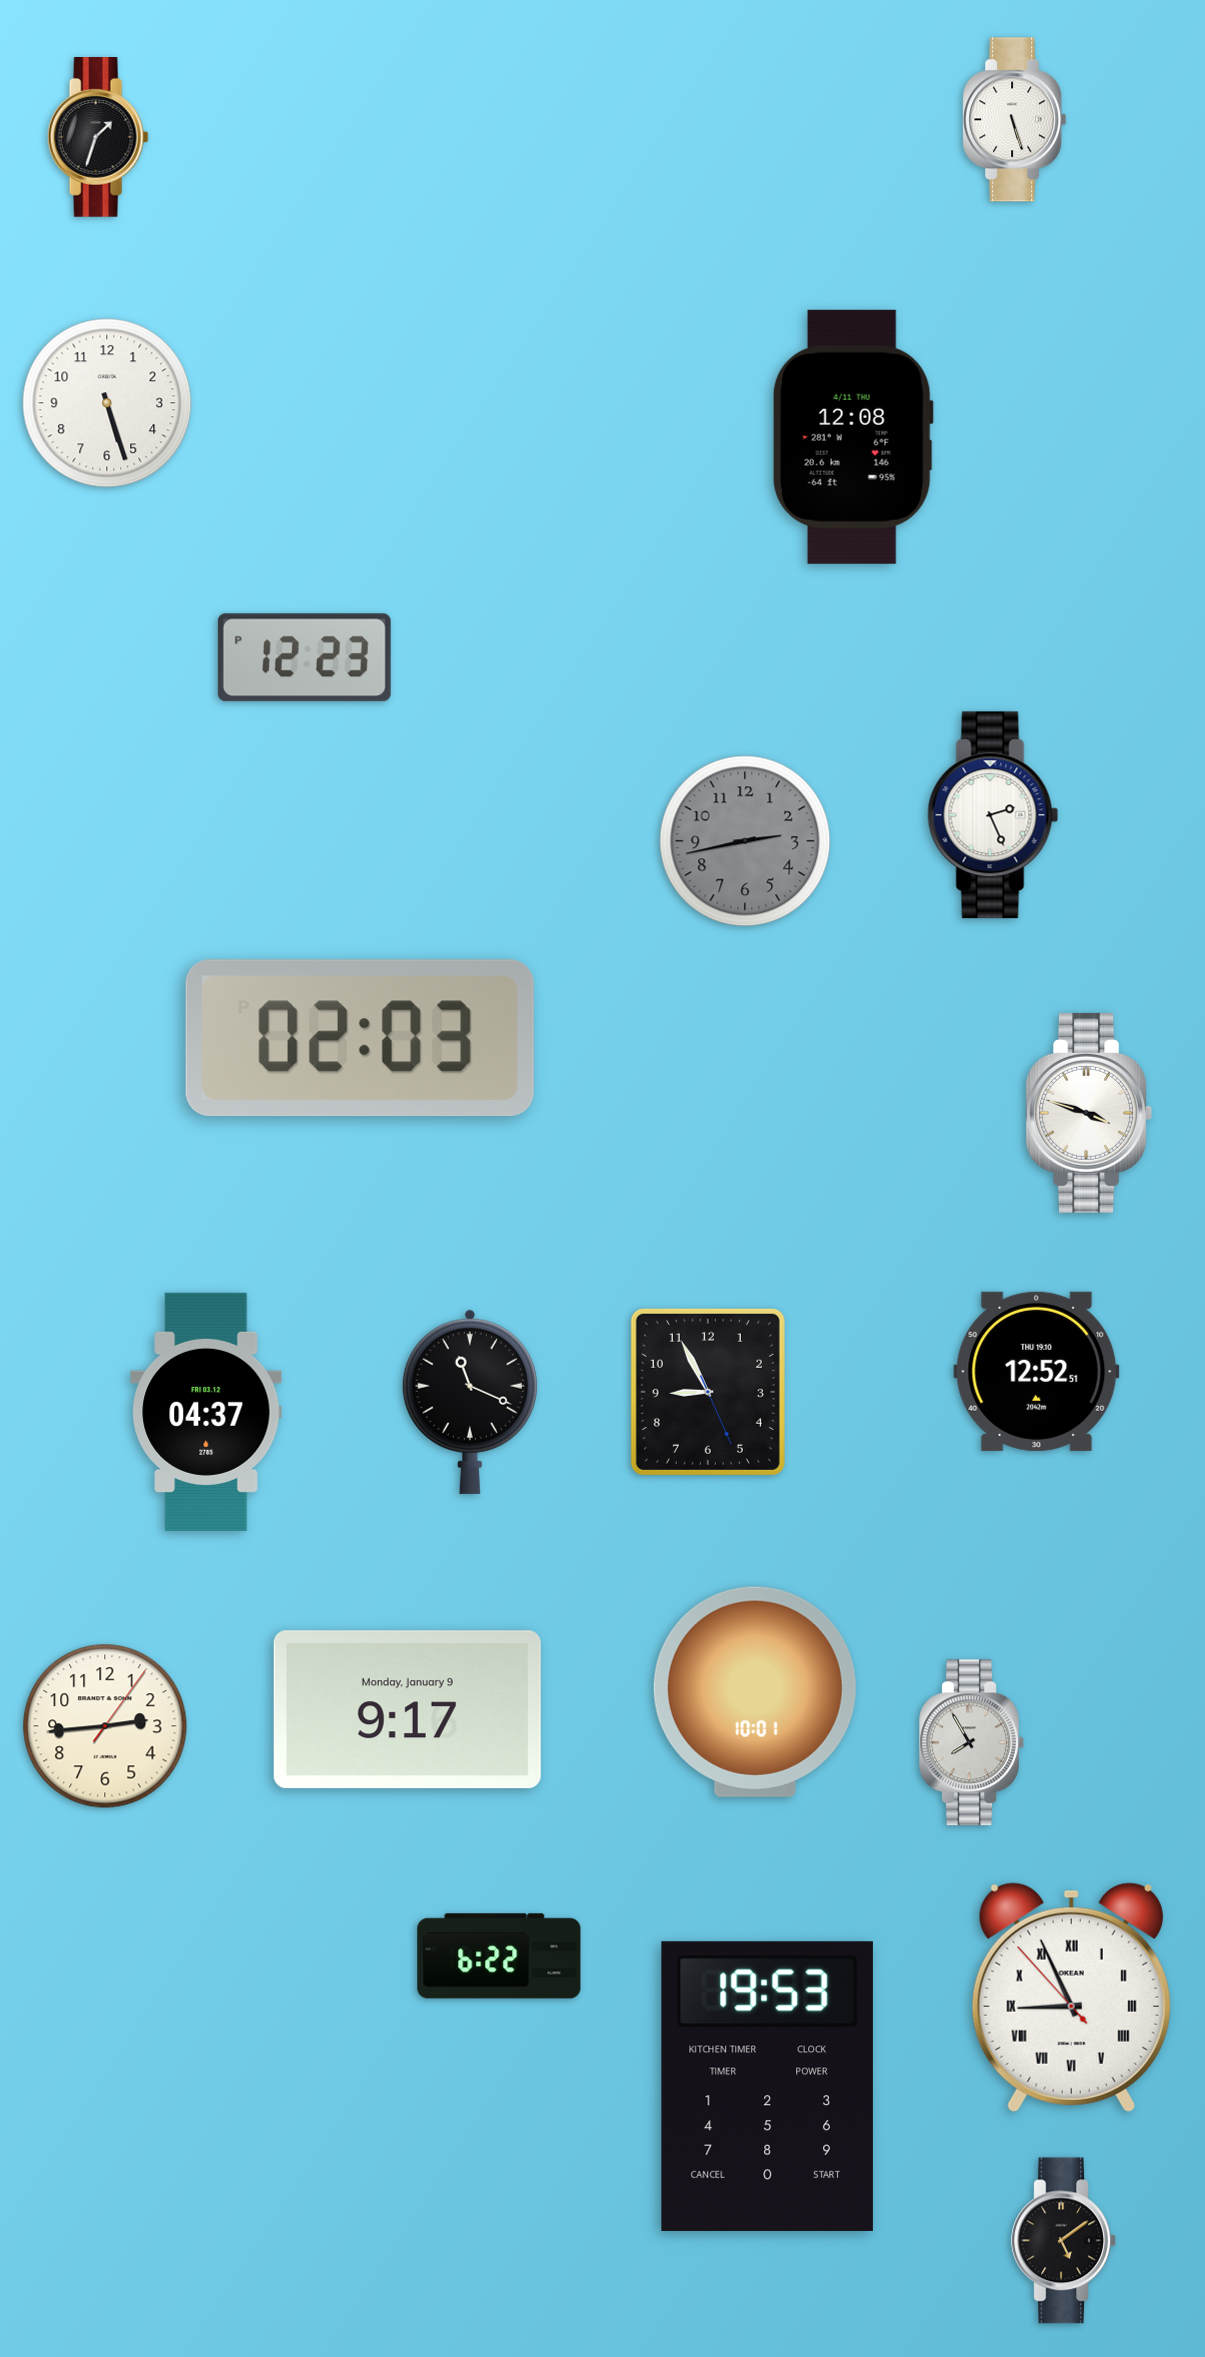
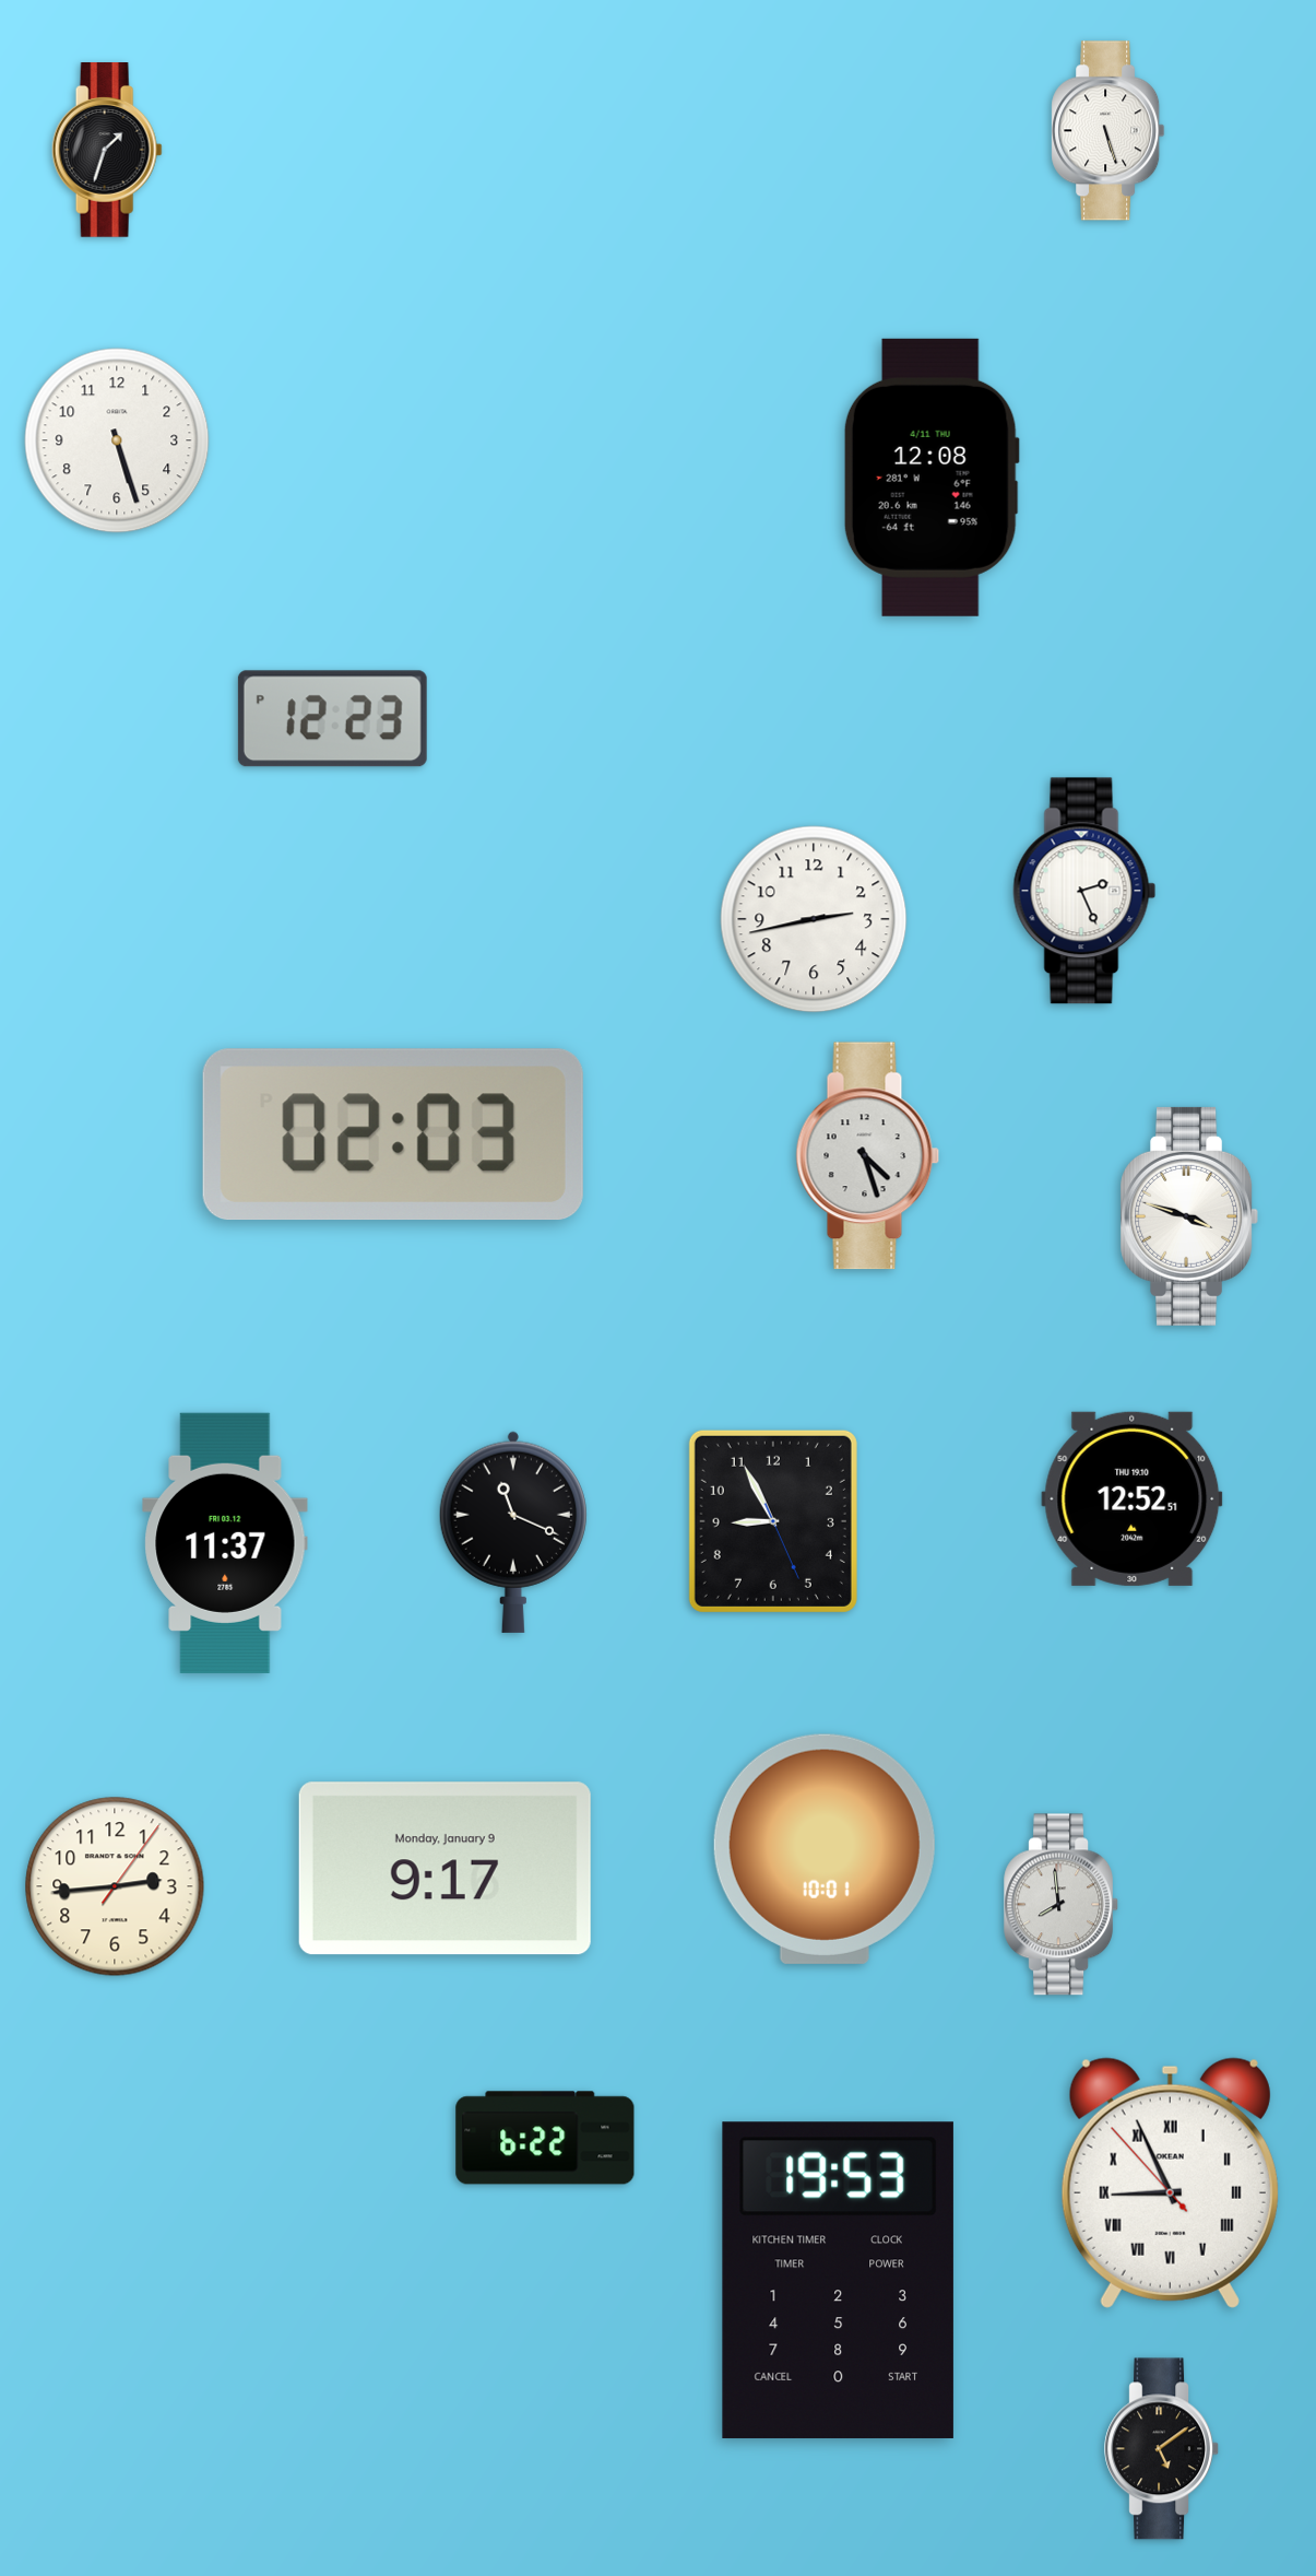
clock at (745, 841) dial: grey -> white
clock at (868, 1156): none -> 4:27
clock at (206, 1412): 04:37 -> 11:37
clock at (971, 1743): 7:55 -> 7:59
